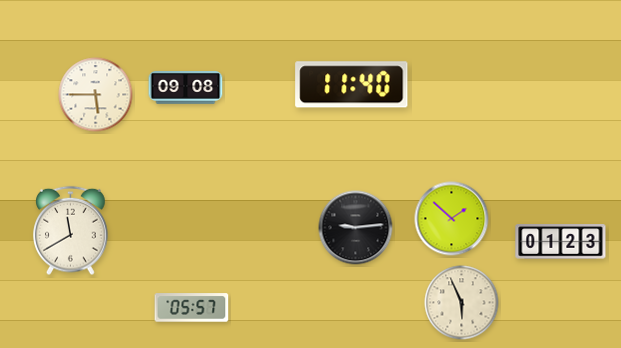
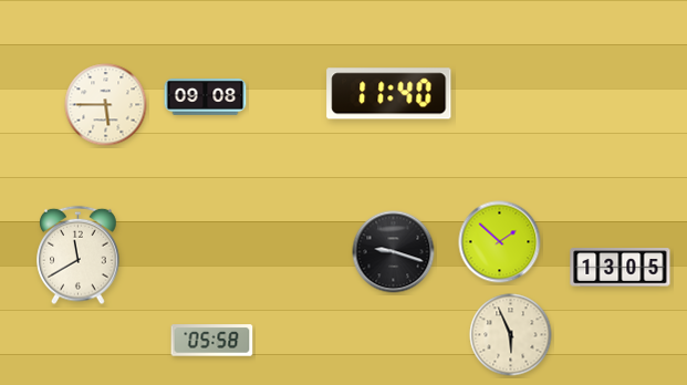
clock at (356, 228): 9:14 -> 9:18
clock at (561, 242): 01:23 -> 13:05
clock at (192, 308): 05:57 -> 05:58
